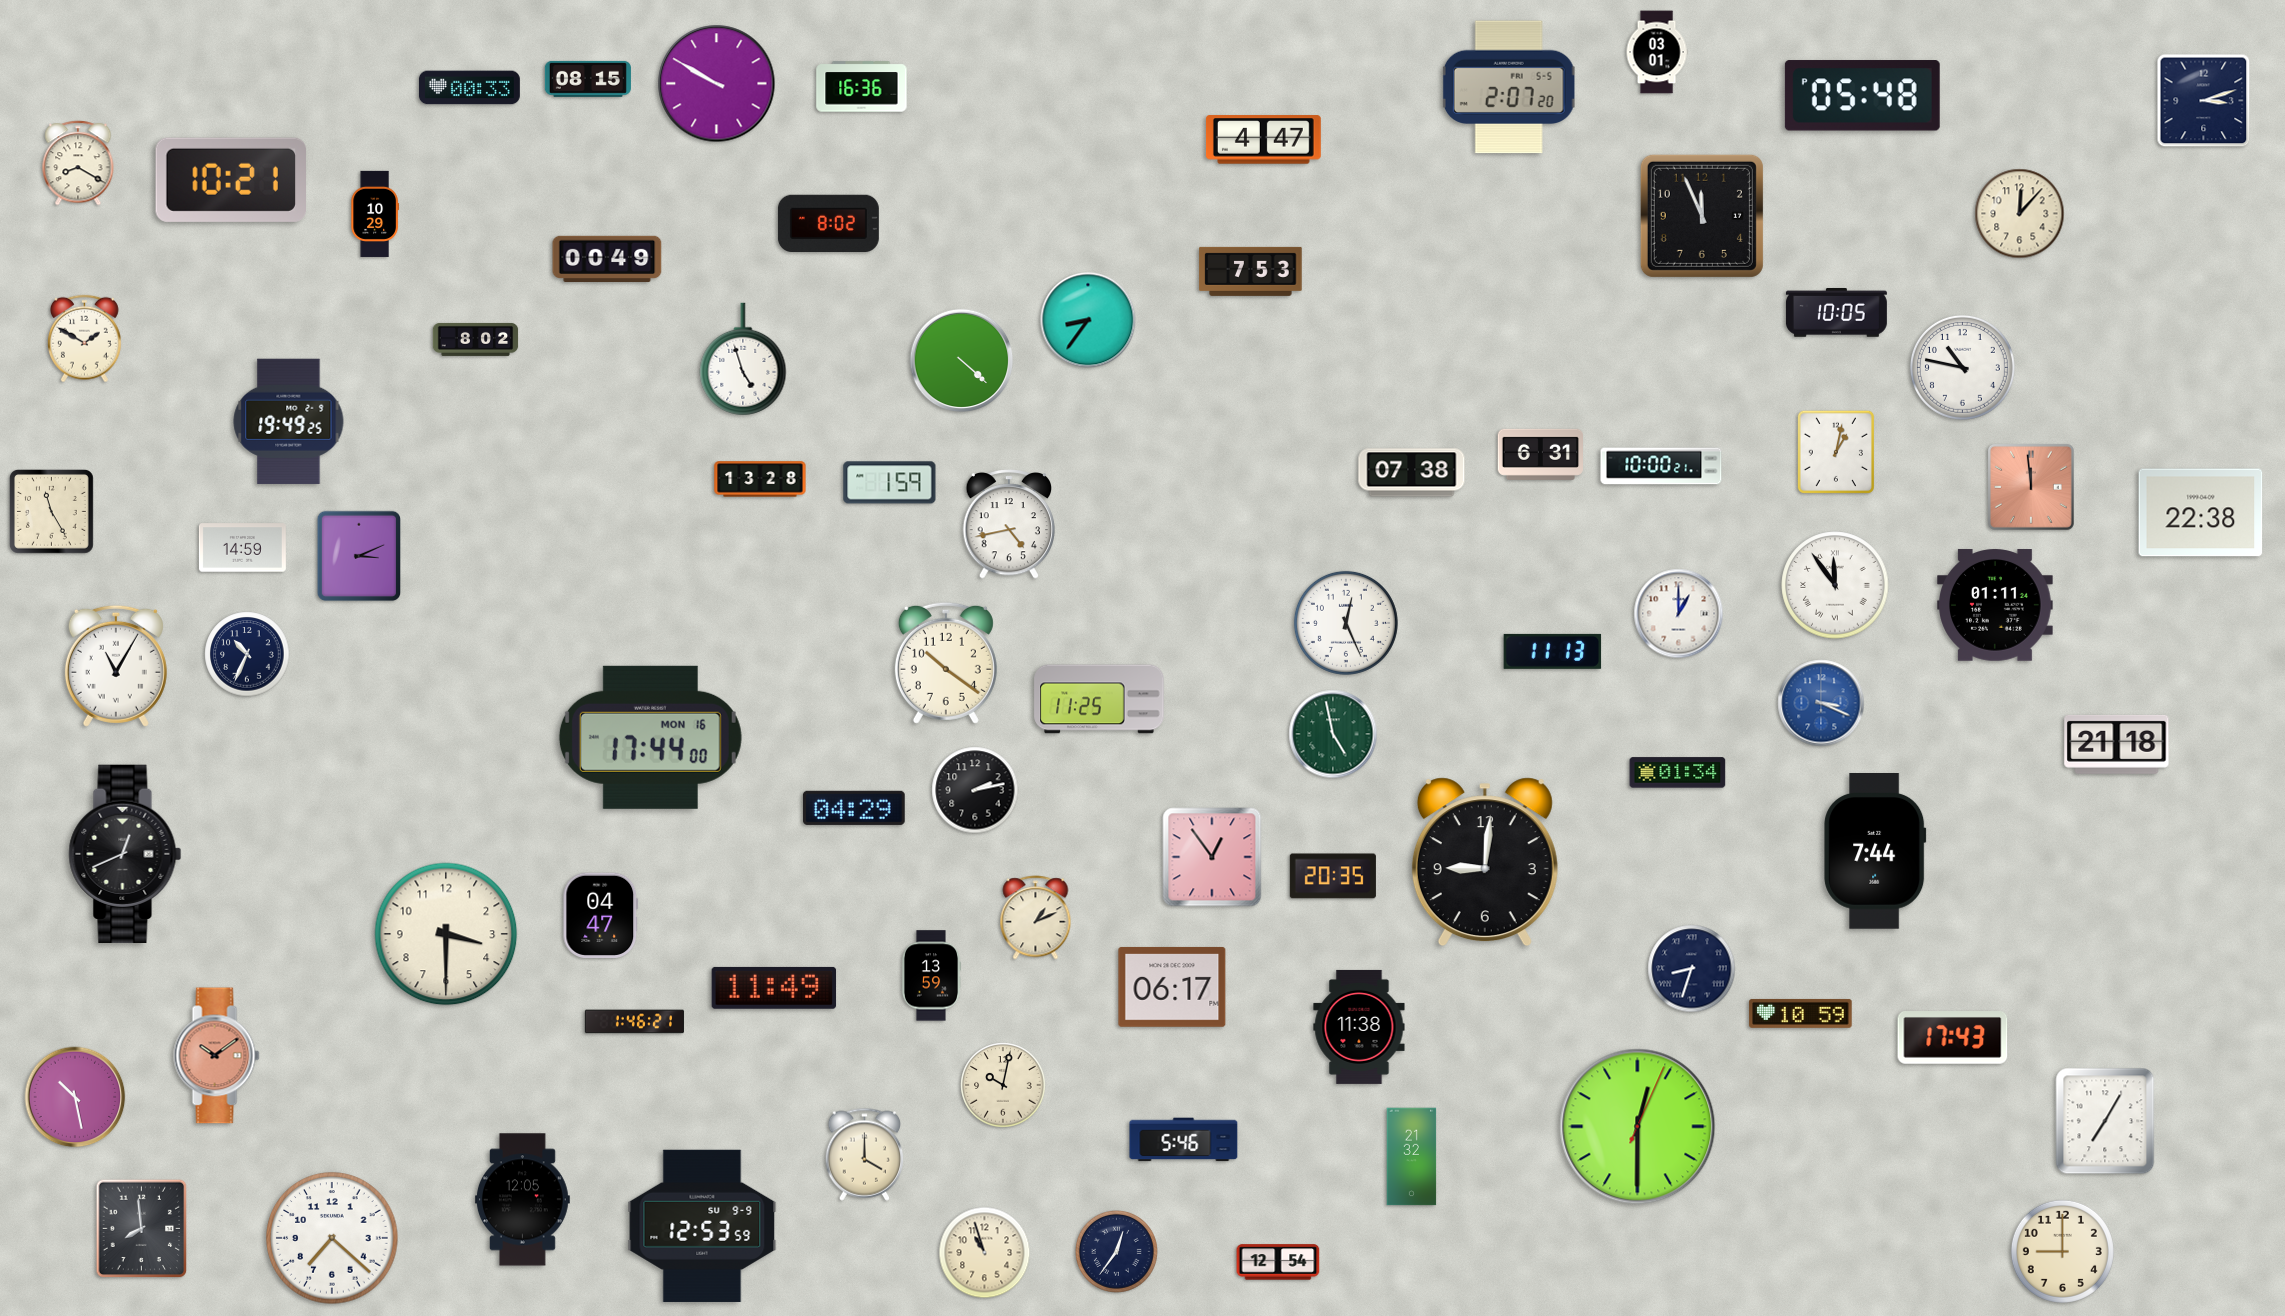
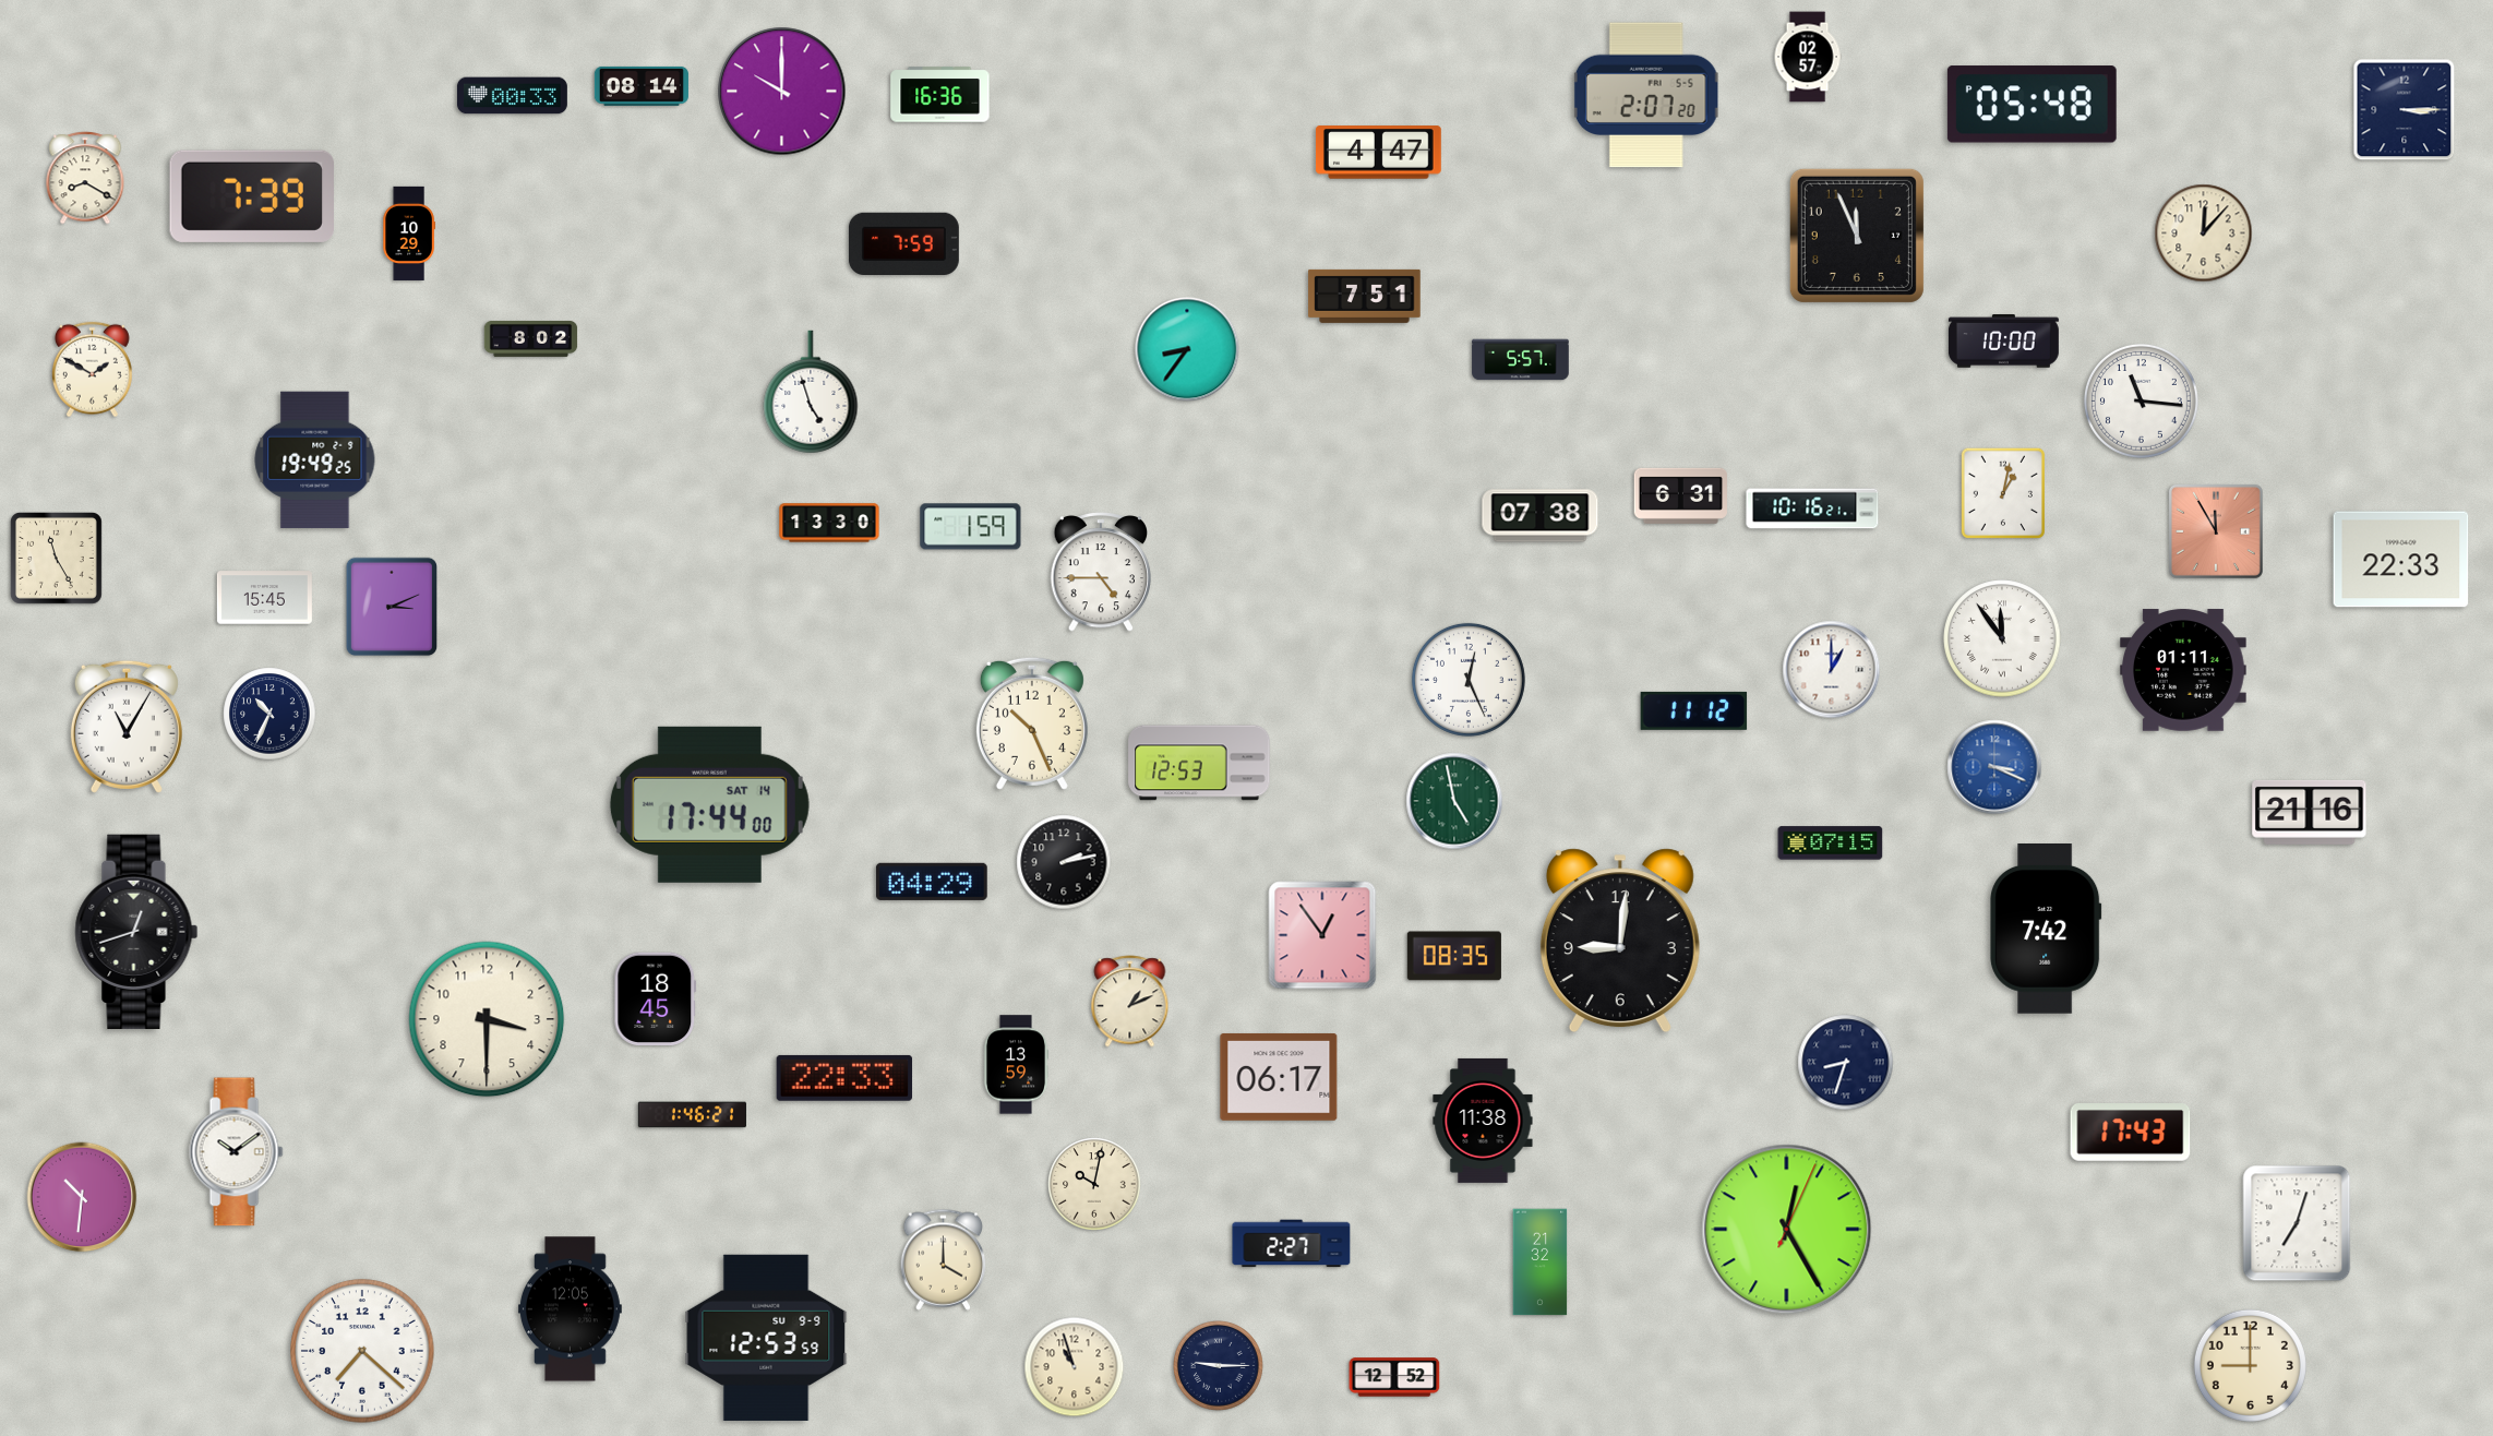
clock at (1657, 52): 03:01 -> 02:57
clock at (588, 79): 08:15 -> 08:14
clock at (717, 84): 9:50 -> 10:00
clock at (2204, 101): 3:12 -> 3:15
clock at (230, 180): 10:21 -> 7:39
clock at (828, 223): 8:02 -> 7:59
clock at (607, 258): 00:49 -> none
clock at (1251, 271): 7:53 -> 7:51
clock at (1836, 313): 10:05 -> 10:00
clock at (1521, 360): none -> 5:57
clock at (476, 339) position: (476, 339) -> (531, 338)
clock at (962, 361): 4:22 -> none
clock at (1962, 367): 10:47 -> 11:16
clock at (1661, 466): 10:00 -> 10:16
clock at (760, 479): 13:28 -> 13:30
clock at (2031, 487): 11:59 -> 11:55
clock at (2201, 513): 22:38 -> 22:33
clock at (1009, 524): 4:43 -> 4:45
clock at (242, 548): 14:59 -> 15:45
clock at (1995, 605) position: (1995, 605) -> (2183, 670)
clock at (1553, 651): 11:13 -> 11:12
clock at (946, 663): 10:21 -> 10:26
clock at (1099, 699): 11:25 -> 12:53
clock at (1821, 703) position: (1821, 703) -> (1994, 767)
clock at (650, 737) date: MON 16 -> SAT 14
clock at (2117, 744): 21:18 -> 21:16
clock at (1678, 773): 01:34 -> 07:15
clock at (1875, 852): 7:44 -> 7:42
clock at (125, 854): 12:41 -> 12:42
clock at (1333, 876): 20:35 -> 08:35
clock at (601, 915): 04:47 -> 18:45
clock at (1692, 969) position: (1692, 969) -> (1846, 1063)
clock at (774, 988): 11:49 -> 22:33
clock at (1801, 1013): 10:59 -> none
clock at (217, 1056) dial: salmon -> white
clock at (75, 1097): 10:28 -> 10:31
clock at (2105, 1121): 7:05 -> 7:03
clock at (1638, 1127): 12:30 -> 12:25
clock at (1184, 1140): 5:46 -> 2:27
clock at (142, 1229): 7:59 -> none
clock at (1117, 1252): 12:36 -> 9:15
clock at (1278, 1262): 12:54 -> 12:52
